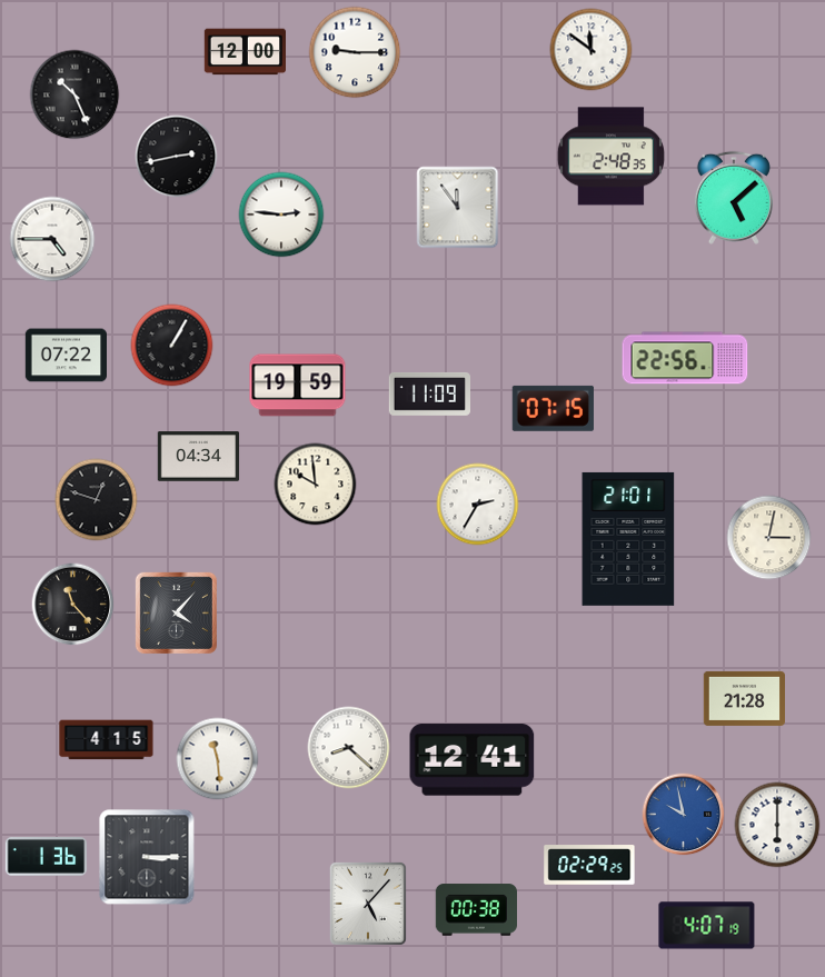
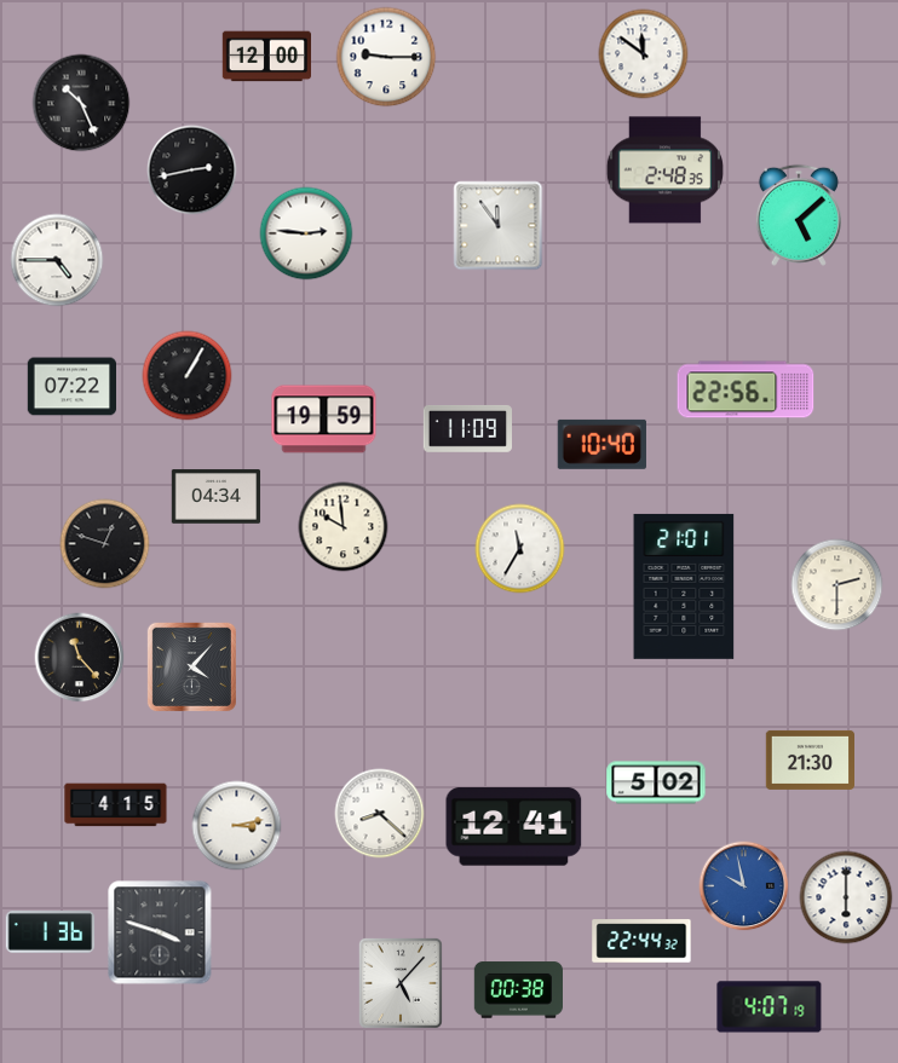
clock at (553, 408): 07:15 -> 10:40
clock at (478, 505): 2:35 -> 11:35
clock at (769, 538): 3:02 -> 2:30
clock at (745, 698): 21:28 -> 21:30
clock at (656, 782): none -> 5:02
clock at (218, 759): 11:29 -> 3:13
clock at (147, 857): 3:15 -> 3:48
clock at (589, 865): 02:29 -> 22:44
